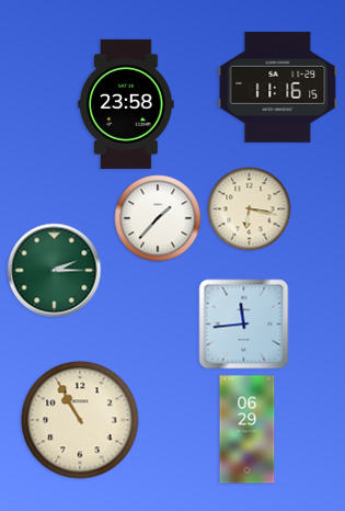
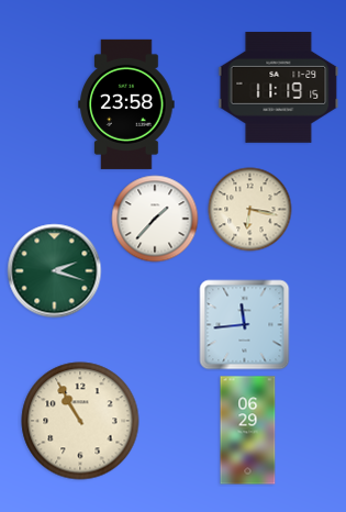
clock at (278, 87): 11:16 -> 11:19
clock at (158, 218) position: (158, 218) -> (155, 219)
clock at (55, 271): 2:15 -> 2:18
